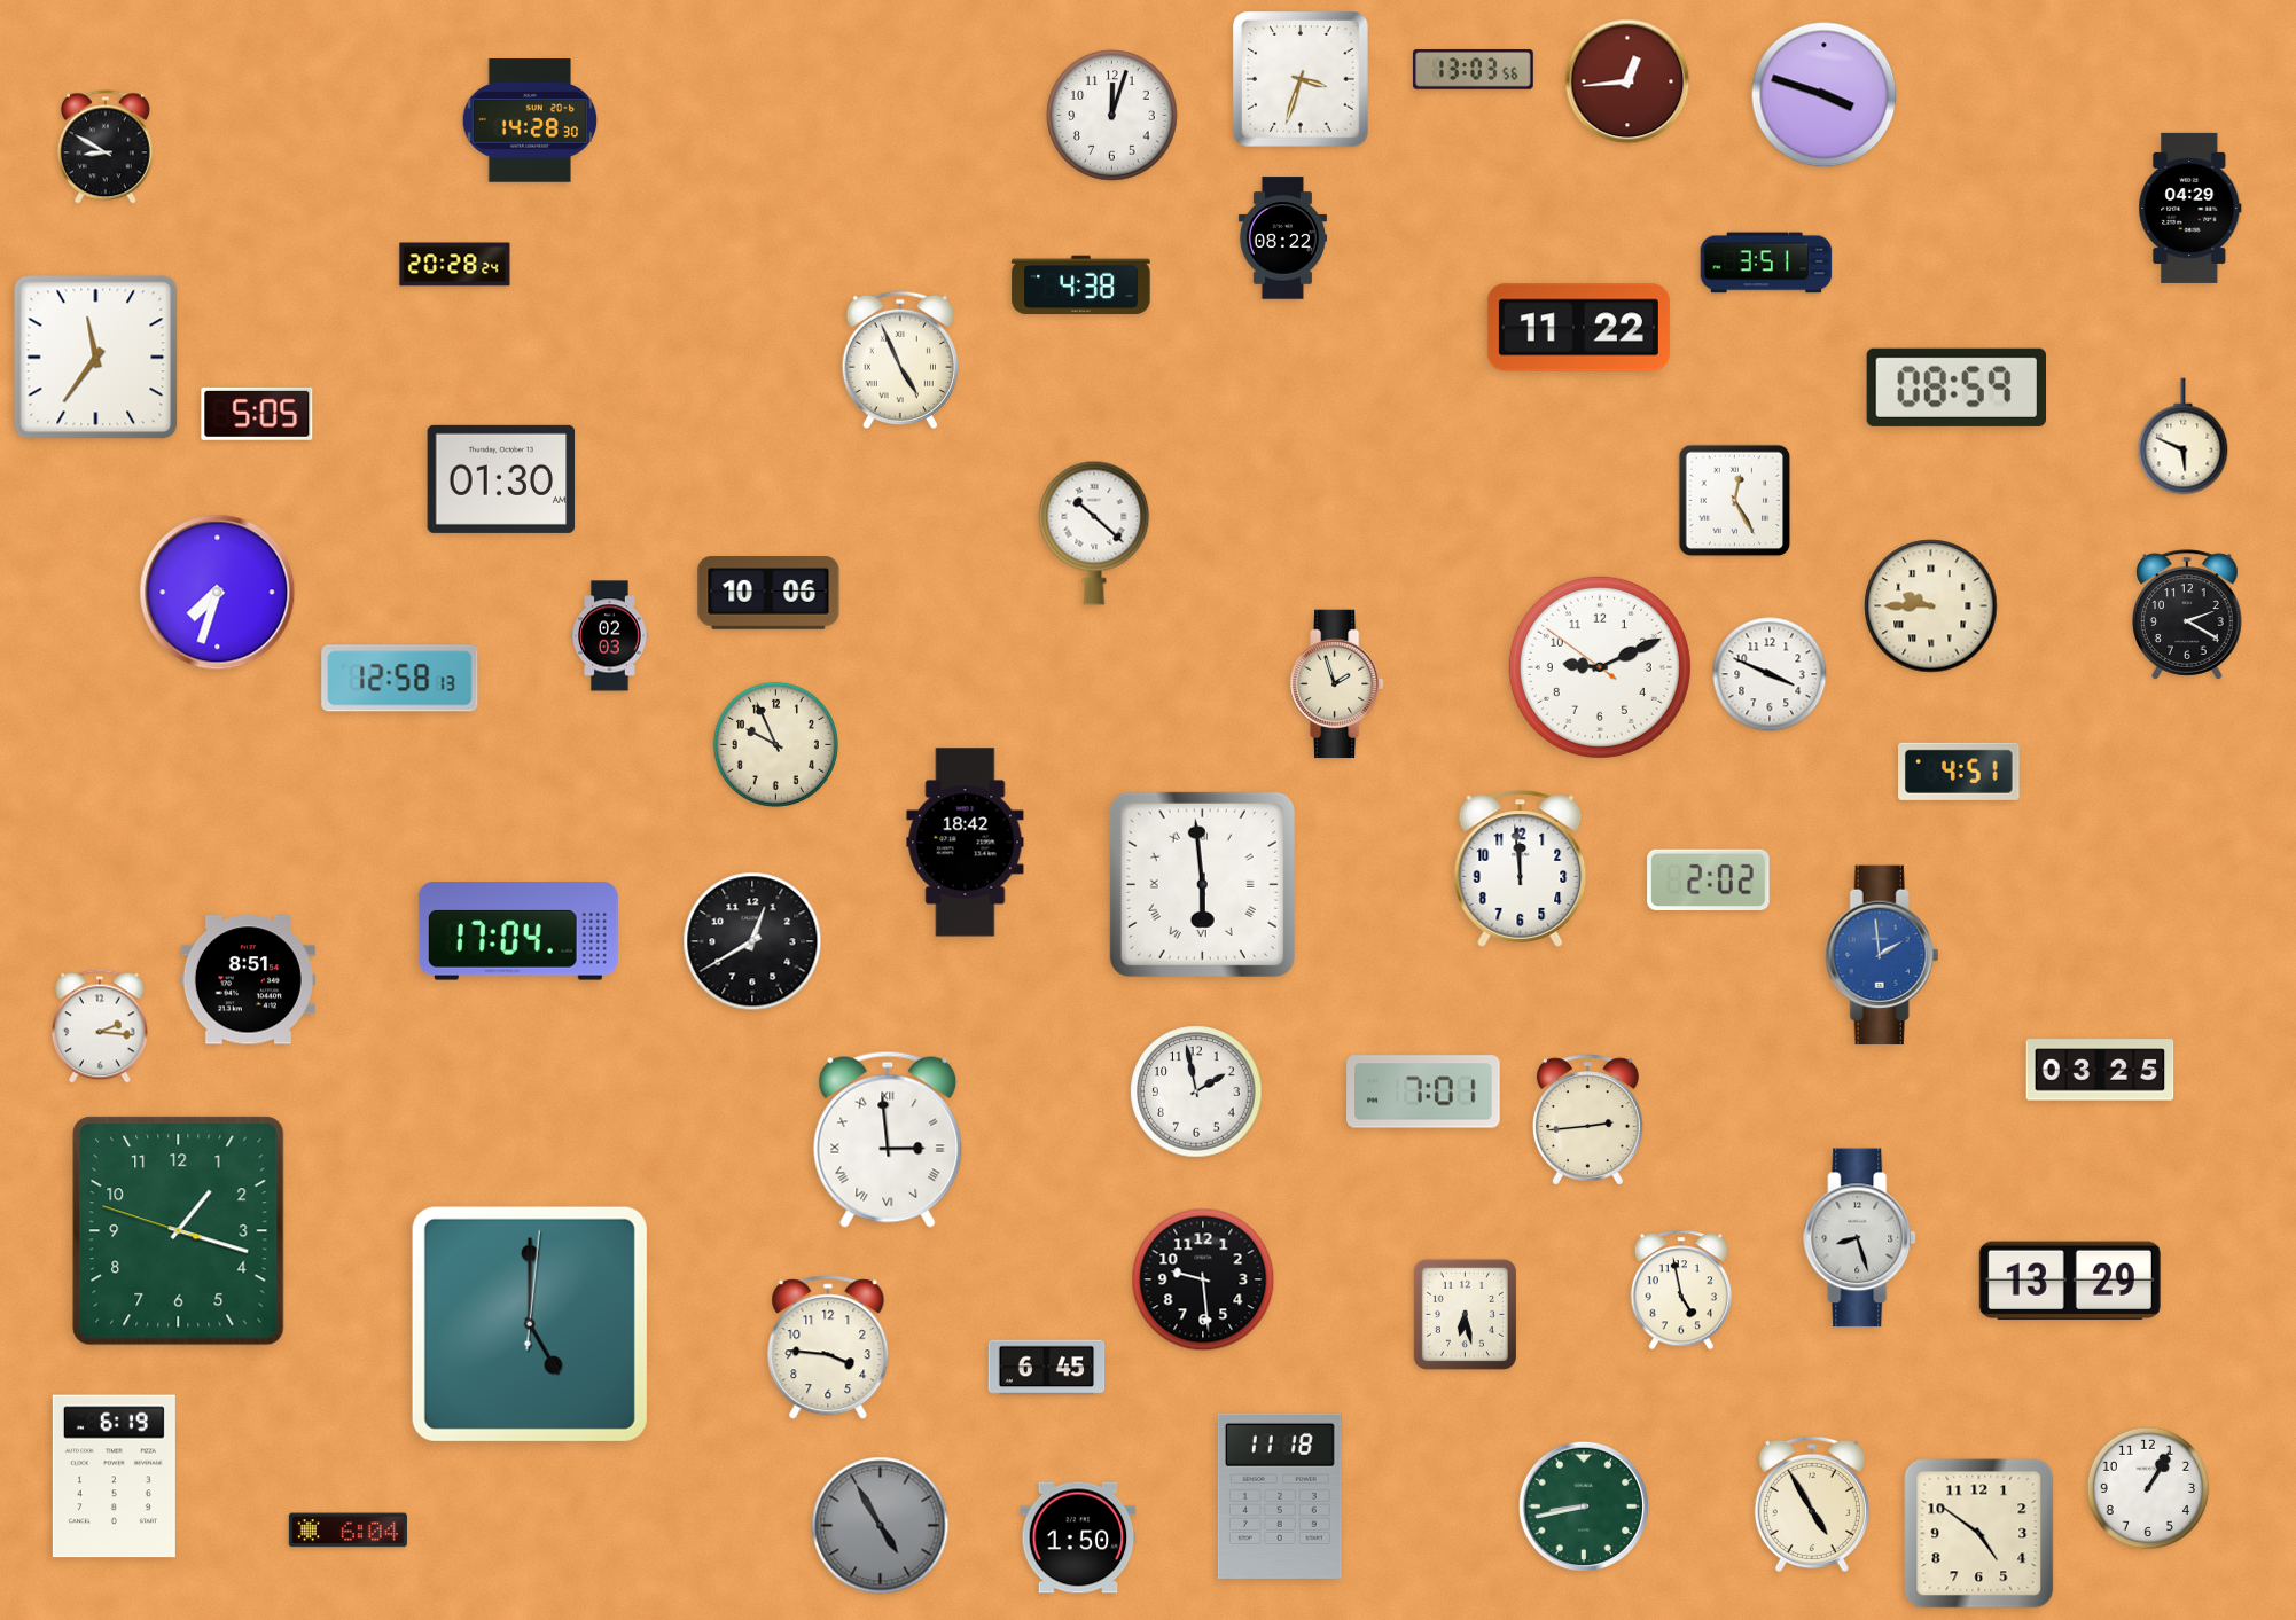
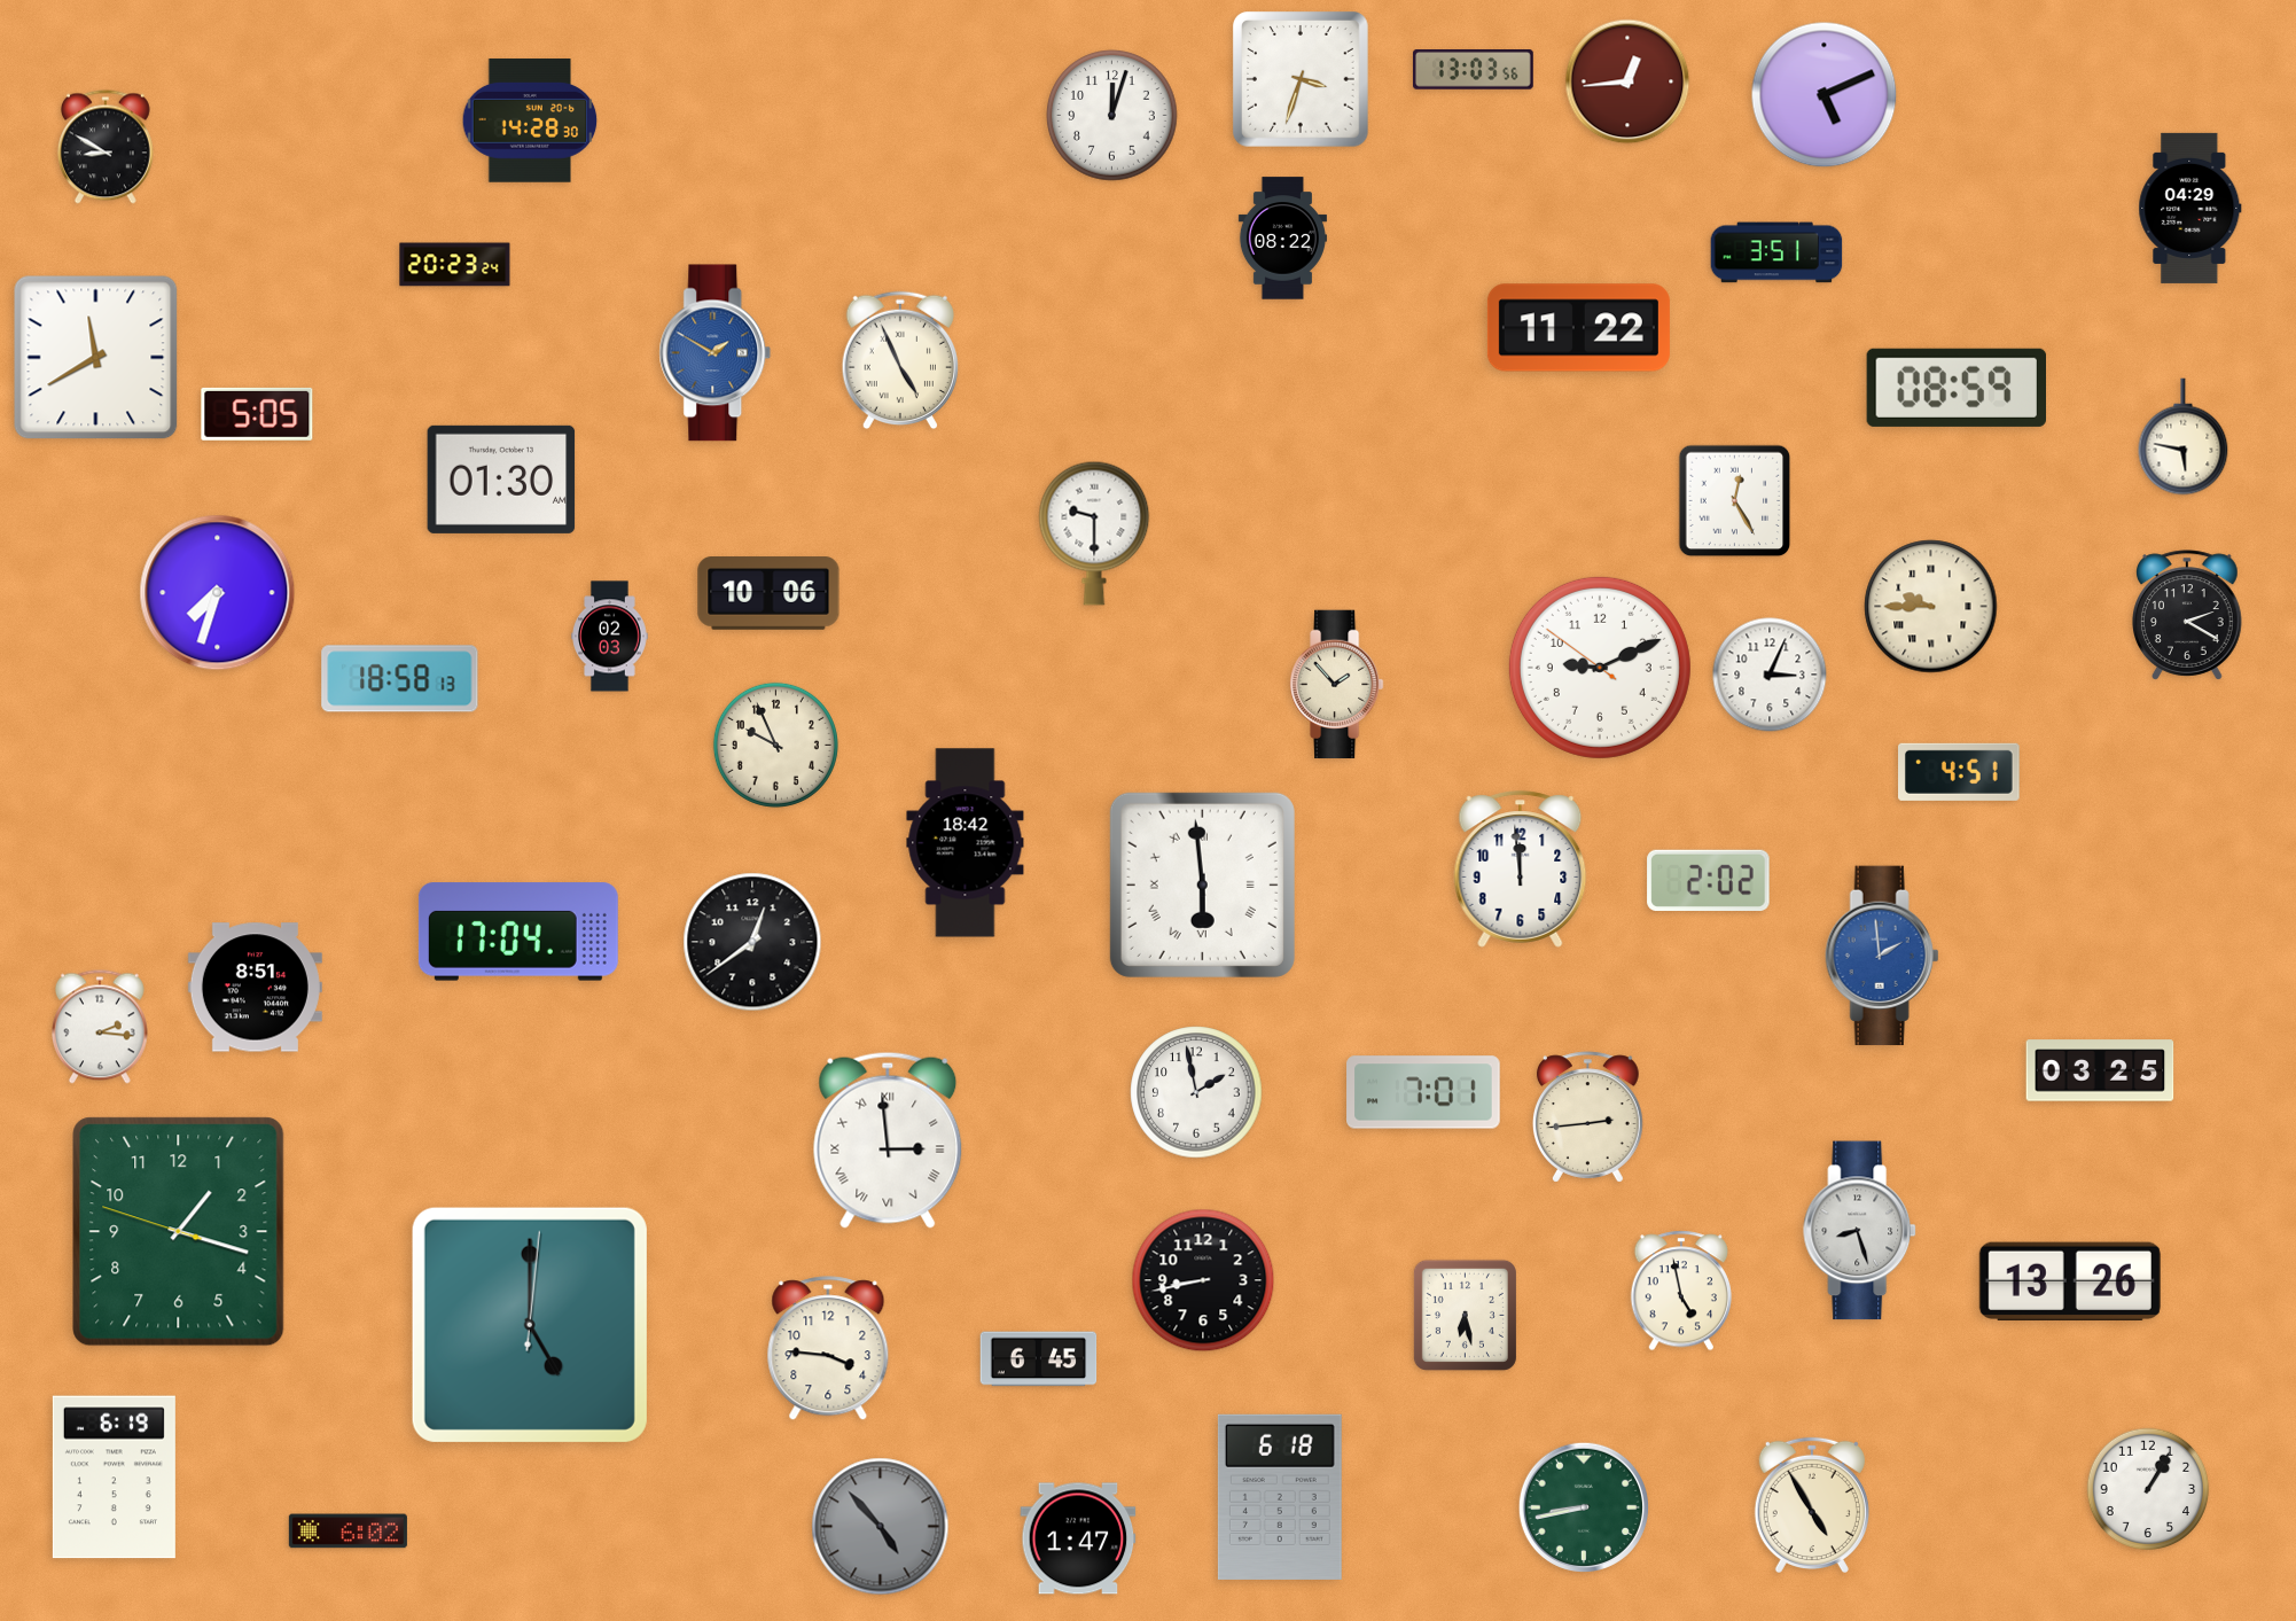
clock at (1825, 95): 3:48 -> 5:11
clock at (1766, 263) position: (1766, 263) -> (1776, 252)
clock at (455, 265): 20:28 -> 20:23
clock at (1081, 285): 4:38 -> none
clock at (716, 353): none -> 1:50
clock at (96, 358): 11:36 -> 11:40
clock at (2184, 437): 5:49 -> 5:47
clock at (1094, 533): 10:22 -> 9:30
clock at (1770, 674): 3:49 -> 3:04
clock at (400, 679): 12:58 -> 18:58
clock at (1337, 684): 1:57 -> 1:53
clock at (752, 941): 12:40 -> 12:39
clock at (248, 980) position: (248, 980) -> (255, 988)
clock at (1587, 1120) position: (1587, 1120) -> (1587, 1117)
clock at (1860, 1238) position: (1860, 1238) -> (1860, 1231)
clock at (1203, 1279): 9:29 -> 8:43
clock at (2070, 1281): 13:29 -> 13:26
clock at (1047, 1368) position: (1047, 1368) -> (1039, 1359)
clock at (1280, 1496): 11:18 -> 6:18
clock at (881, 1526): 4:55 -> 4:53
clock at (347, 1531): 6:04 -> 6:02
clock at (1979, 1534): 4:51 -> none
clock at (1078, 1537): 1:50 -> 1:47
